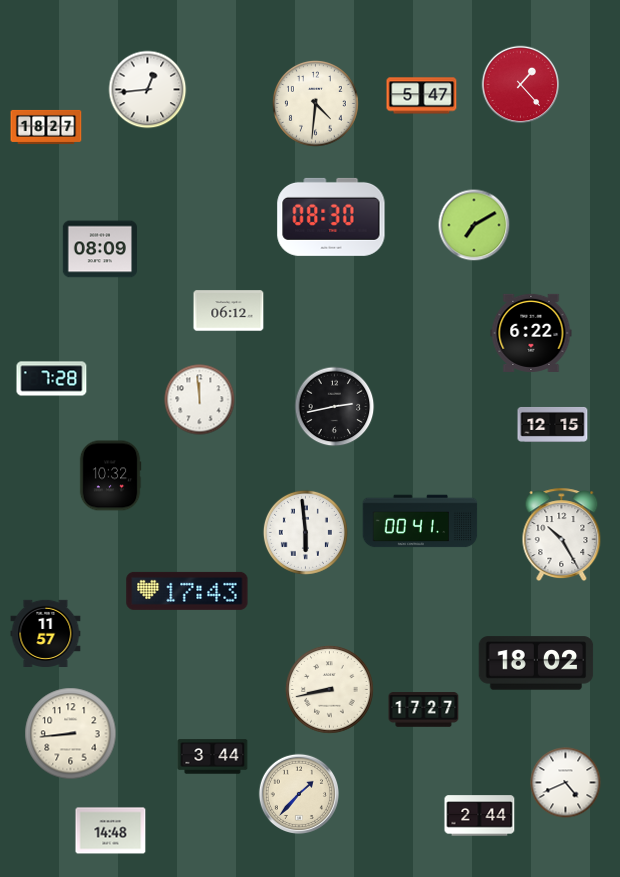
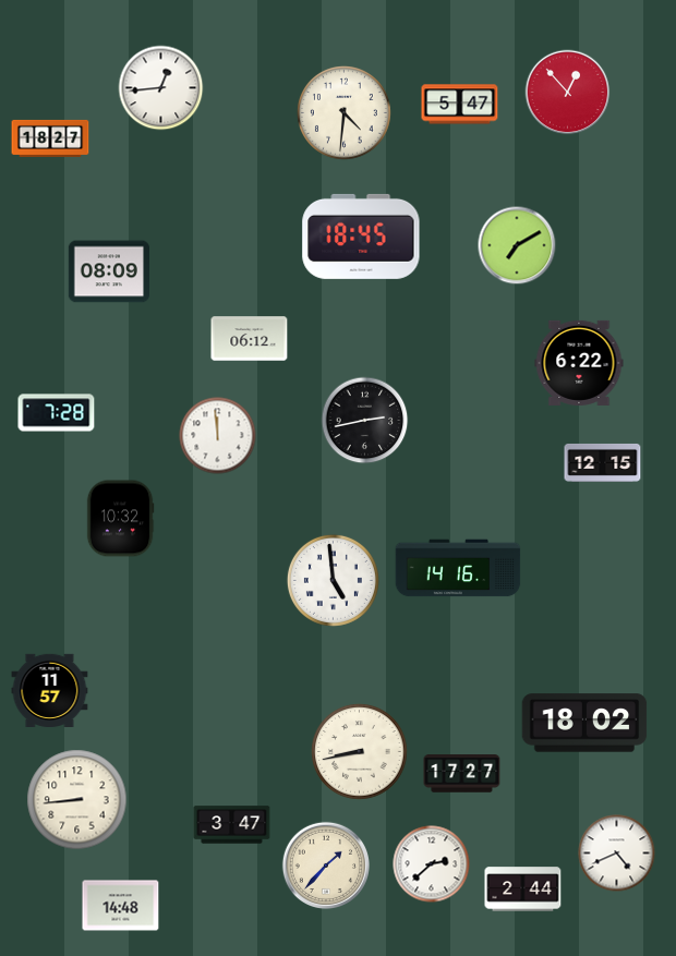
clock at (521, 85): 1:23 -> 12:53
clock at (148, 90) position: (148, 90) -> (161, 88)
clock at (331, 217): 08:30 -> 18:45
clock at (335, 407) position: (335, 407) -> (365, 421)
clock at (420, 521): 00:41 -> 14:16
clock at (305, 532): 5:59 -> 4:59
clock at (562, 535): 10:25 -> none
clock at (187, 591): 17:43 -> none
clock at (213, 757): 3:44 -> 3:47
clock at (432, 864): none -> 2:38
